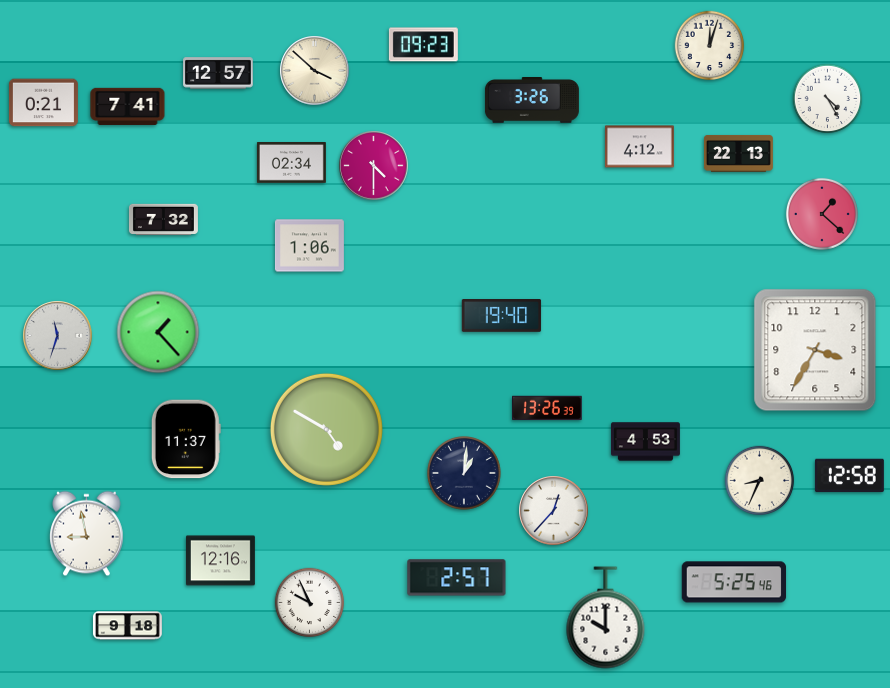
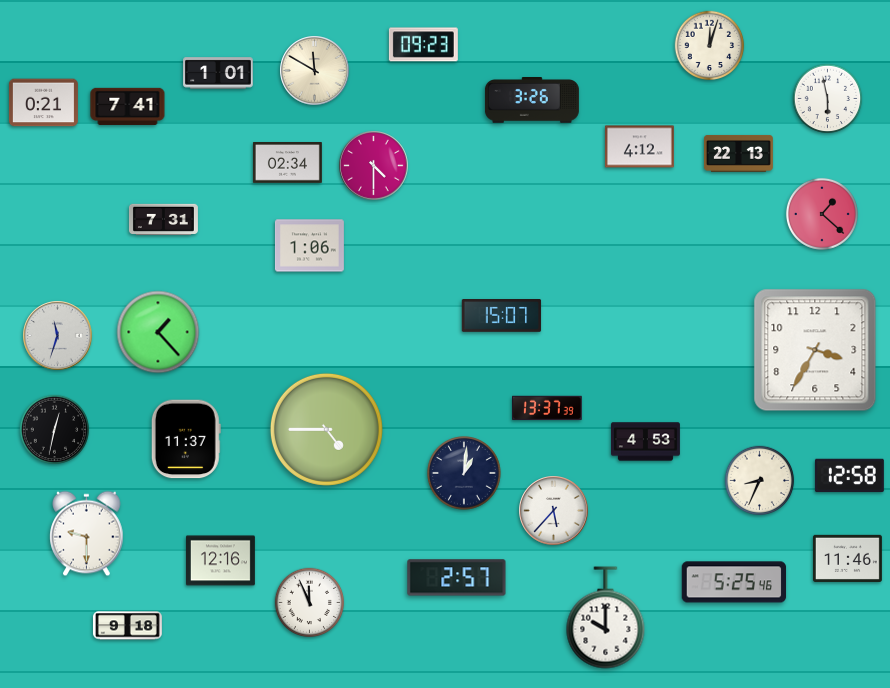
clock at (315, 71): 3:52 -> 11:50
clock at (218, 73): 12:57 -> 1:01
clock at (828, 99): 4:25 -> 5:58
clock at (291, 163) position: (291, 163) -> (287, 163)
clock at (163, 219): 7:32 -> 7:31
clock at (502, 316): 19:40 -> 15:07
clock at (548, 408): 13:26 -> 13:37
clock at (326, 429): 4:50 -> 4:45
clock at (55, 430): none -> 12:32
clock at (554, 511): 12:37 -> 5:37
clock at (87, 534): 8:58 -> 9:30
clock at (847, 558): none -> 11:46
clock at (310, 603): 9:56 -> 11:56
